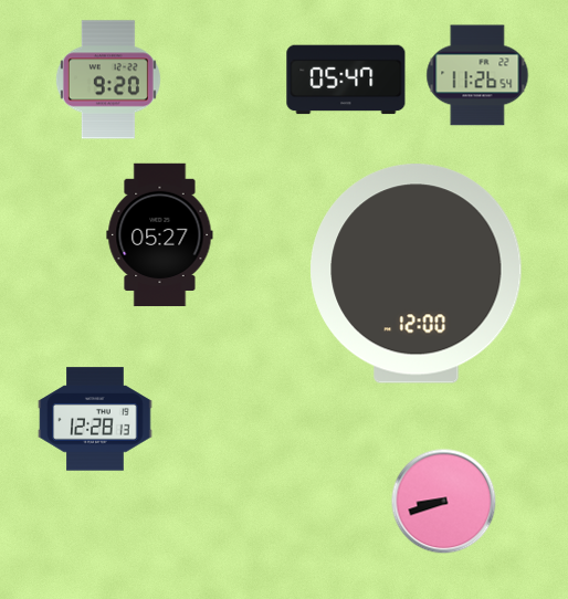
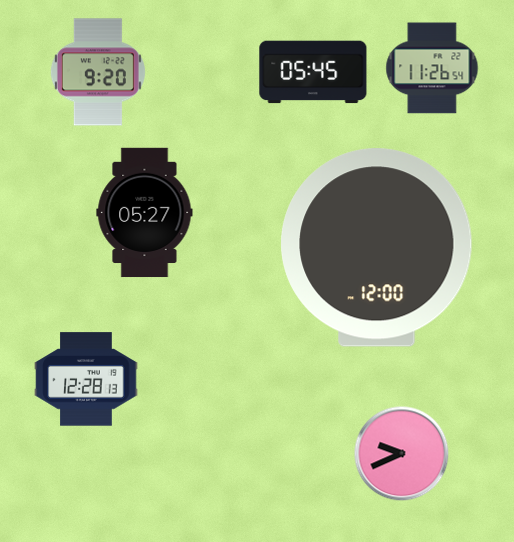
clock at (346, 80): 05:47 -> 05:45
clock at (444, 502): 8:42 -> 9:41
